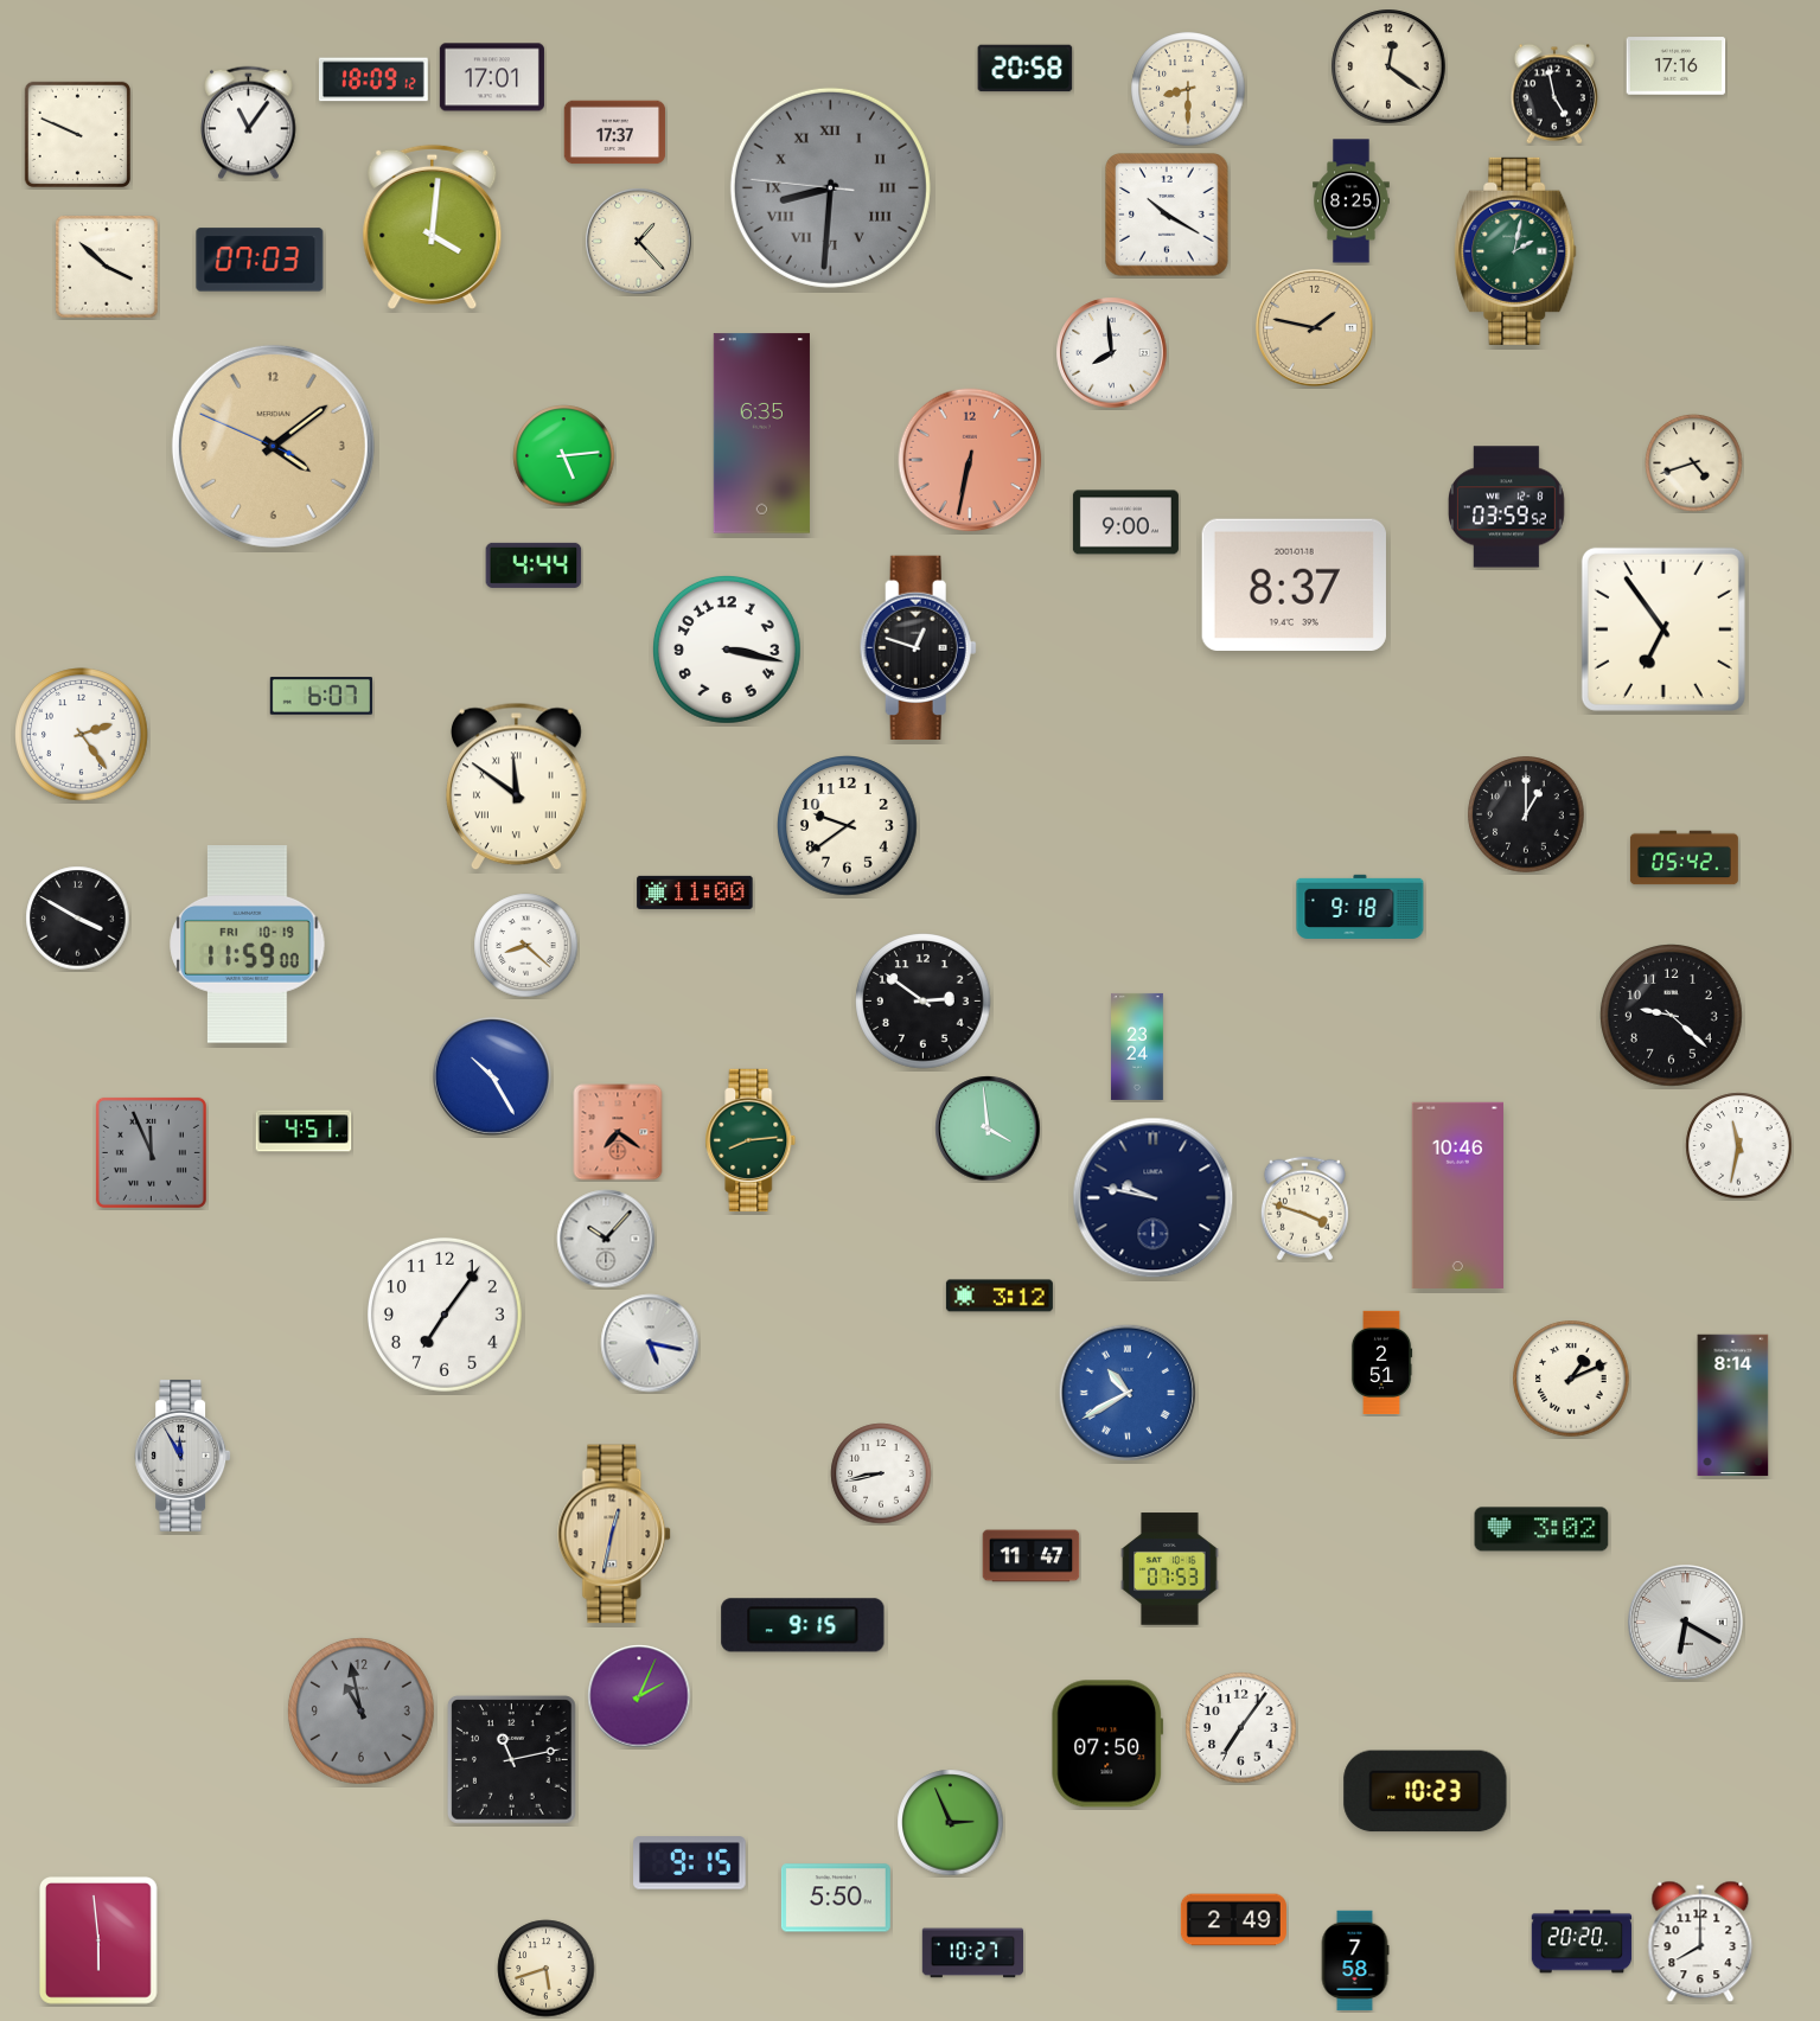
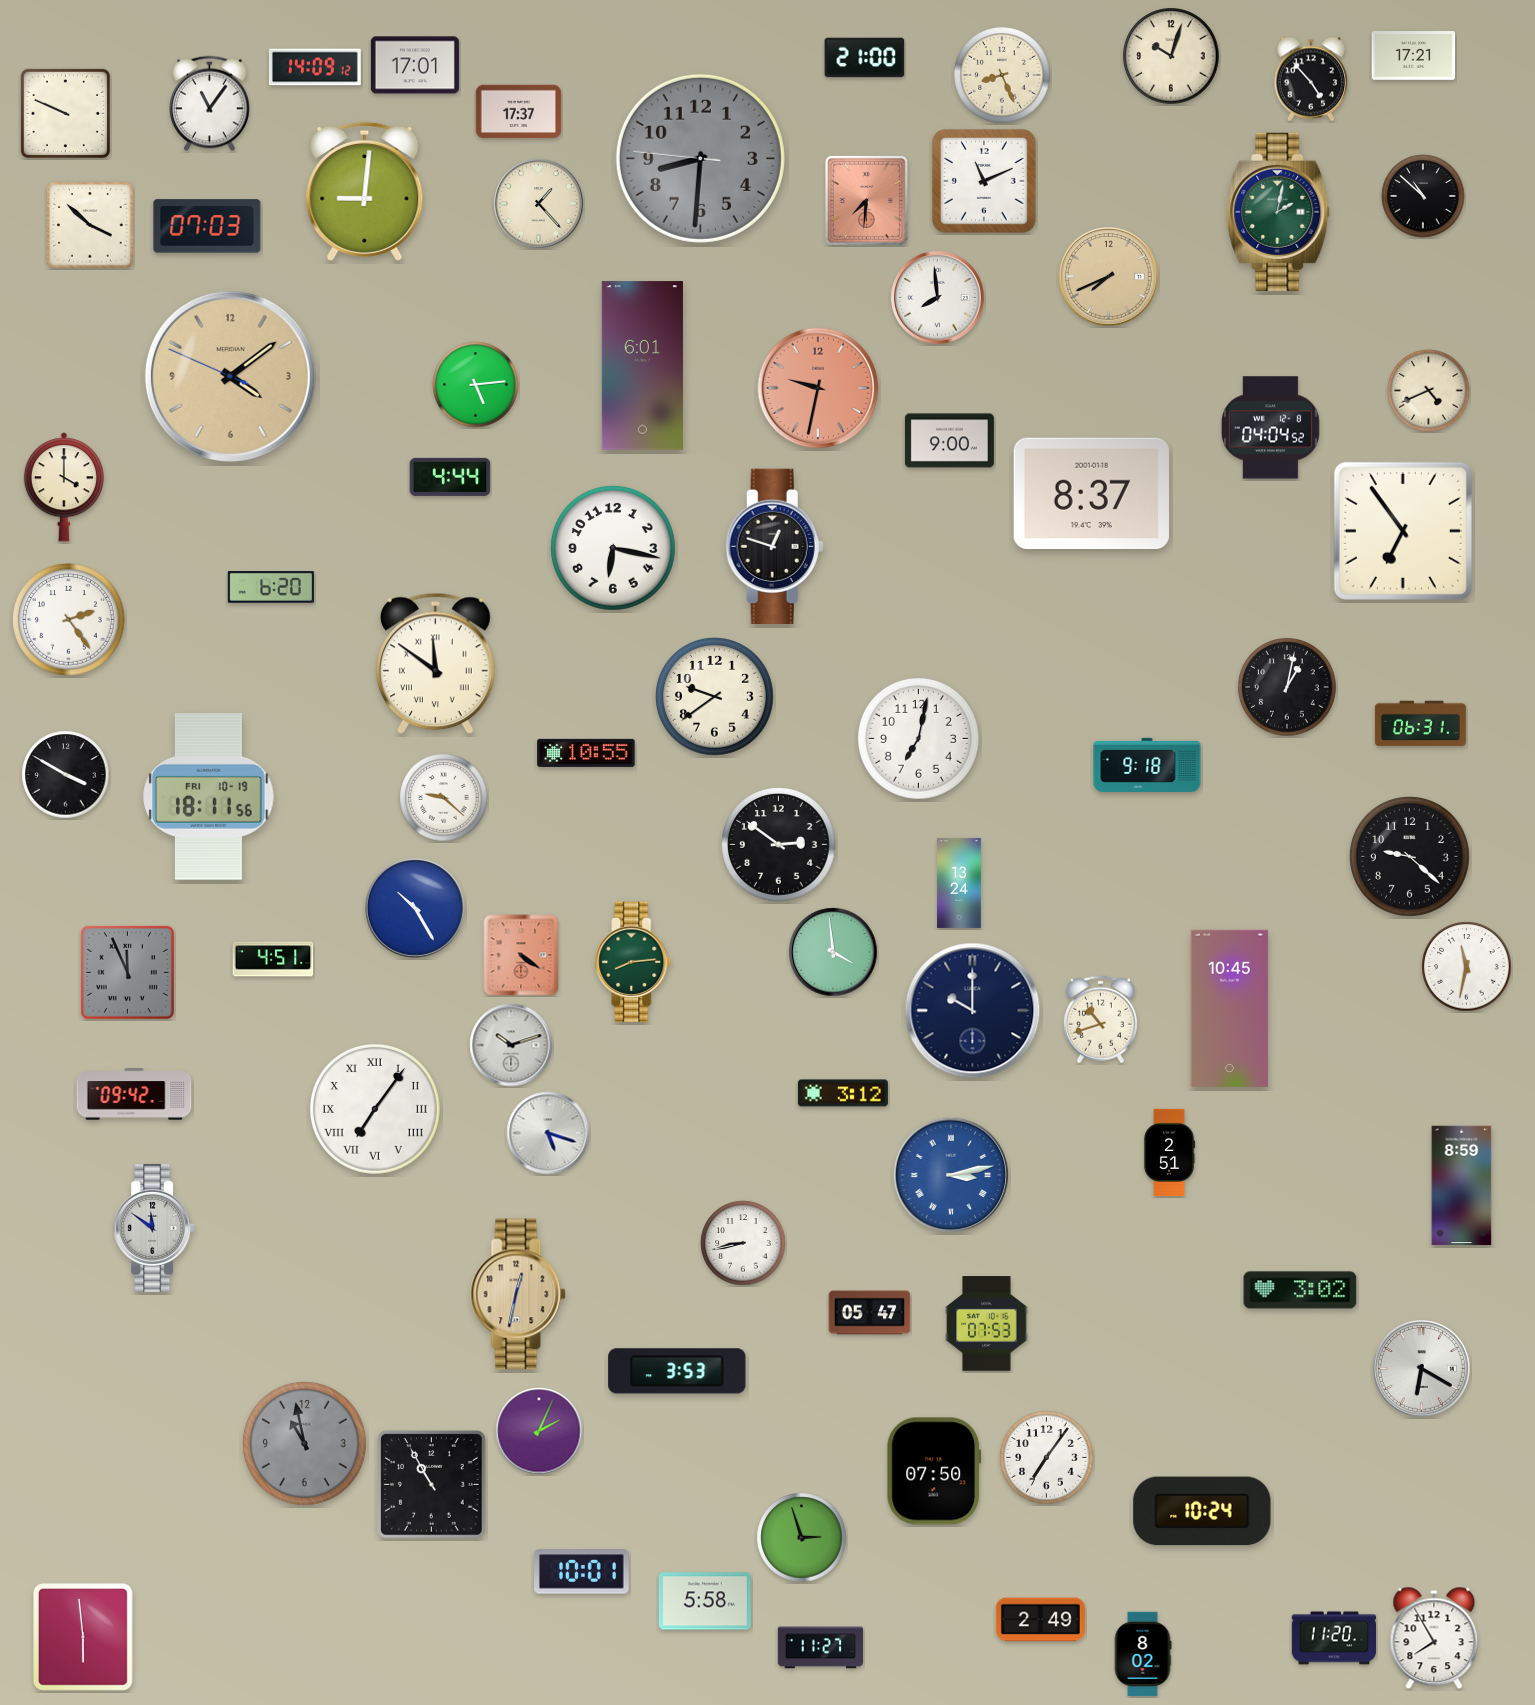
clock at (1388, 66): 12:21 -> 10:03
clock at (1677, 66): 17:16 -> 17:21
clock at (1026, 69): 20:58 -> 21:00
clock at (373, 79): 18:09 -> 14:09
clock at (1188, 89): 8:30 -> 8:26
clock at (1554, 94): 4:58 -> 4:53
clock at (830, 187) numerals: Roman -> Arabic
clock at (1352, 202): 8:25 -> none
clock at (1167, 215): 10:20 -> 11:11
clock at (433, 226): 4:01 -> 9:01
clock at (1423, 196): none -> 10:52
clock at (866, 200): none -> 7:31
clock at (260, 260) position: (260, 260) -> (207, 226)
clock at (1314, 327): 1:47 -> 7:41
clock at (761, 434): 6:35 -> 6:01
clock at (970, 460): 6:32 -> 9:32
clock at (1694, 463): 4:42 -> 4:41
clock at (1507, 507): 03:59 -> 04:04
clock at (64, 487): none -> 4:00
clock at (727, 650): 3:17 -> 6:17
clock at (321, 696): 6:07 -> 6:20
clock at (1526, 814): 1:00 -> 1:02
clock at (1684, 858): 05:42 -> 06:31
clock at (919, 739): none -> 7:02
clock at (695, 893): 11:00 -> 10:55
clock at (248, 945): 11:59 -> 18:11
clock at (526, 946): 8:22 -> 9:22
clock at (1137, 1047): 23:24 -> 13:24
clock at (304, 1131) position: (304, 1131) -> (273, 959)
clock at (618, 1132): 7:21 -> 4:21
clock at (1457, 1195): 10:46 -> 10:45
clock at (1154, 1198): 9:47 -> 10:00
clock at (1304, 1209): 3:48 -> 10:42
clock at (606, 1239): 10:07 -> 10:12
clock at (134, 1094): none -> 09:42
clock at (445, 1315) numerals: Arabic -> Roman
clock at (650, 1343): 5:17 -> 5:18
clock at (1381, 1362) position: (1381, 1362) -> (1169, 1152)
clock at (1571, 1379): 1:11 -> none
clock at (1128, 1393): 10:40 -> 3:13
clock at (1733, 1406): 8:14 -> 8:59
clock at (183, 1456): 11:55 -> 11:51
clock at (1032, 1556): 11:47 -> 05:47
clock at (803, 1625): 9:15 -> 3:53
clock at (511, 1759): 11:13 -> 10:55
clock at (1425, 1791): 10:23 -> 10:24
clock at (951, 1823): 2:56 -> 2:57
clock at (690, 1863): 9:15 -> 10:01
clock at (836, 1898): 5:50 -> 5:58
clock at (1582, 1942): 20:20 -> 11:20
clock at (1700, 1942): 8:00 -> 7:55
clock at (973, 1953): 10:27 -> 11:27
clock at (1355, 1961): 7:58 -> 8:02
clock at (547, 1969): 5:42 -> none
